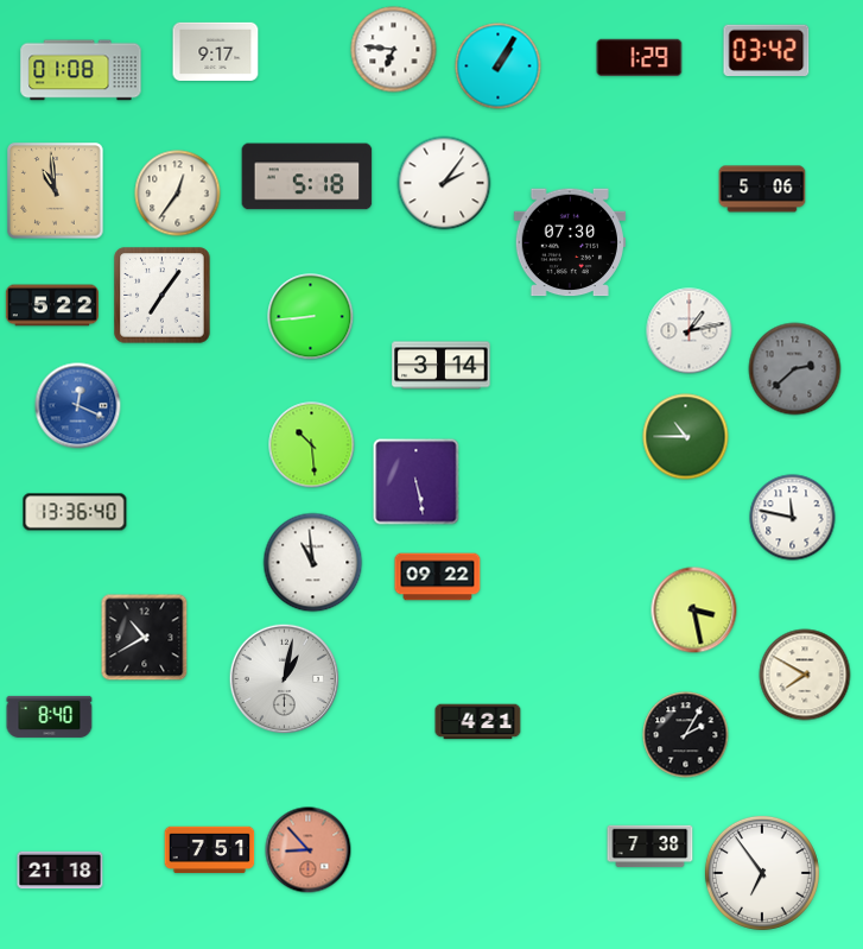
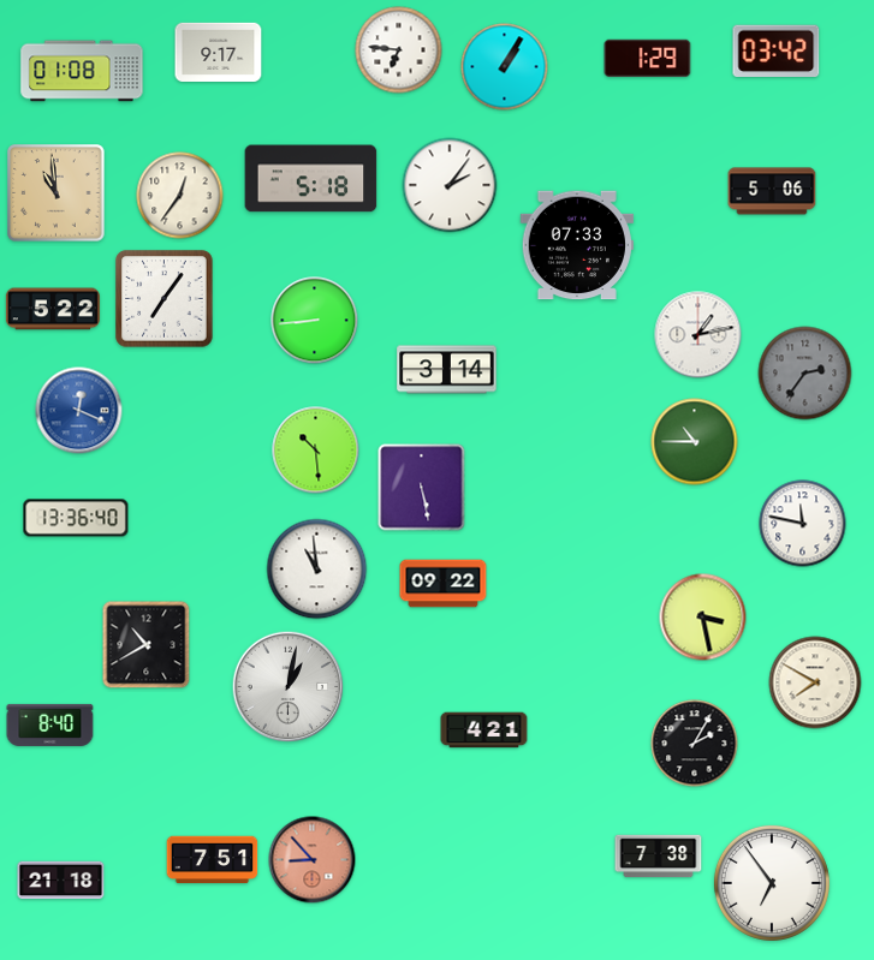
clock at (569, 242): 07:30 -> 07:33
clock at (795, 369): 2:38 -> 2:36
